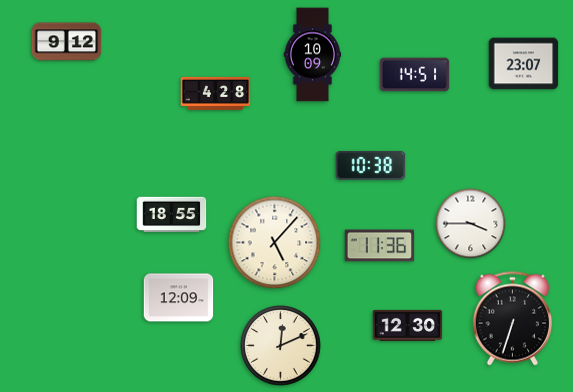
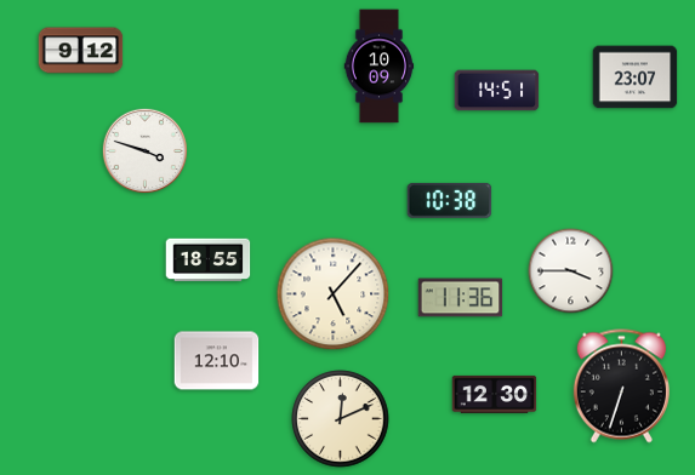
clock at (415, 75) position: (415, 75) -> (497, 91)
clock at (216, 93): 4:28 -> none
clock at (146, 151): none -> 3:48
clock at (179, 298): 12:09 -> 12:10
